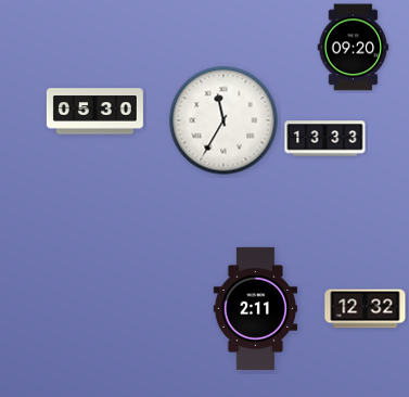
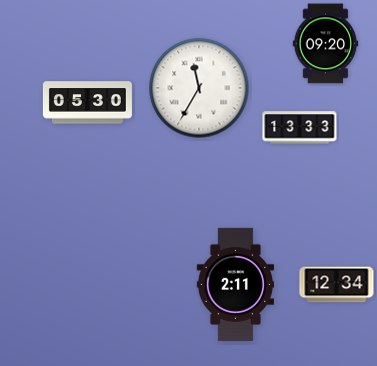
clock at (223, 120) position: (223, 120) -> (199, 88)
clock at (366, 309): 12:32 -> 12:34
